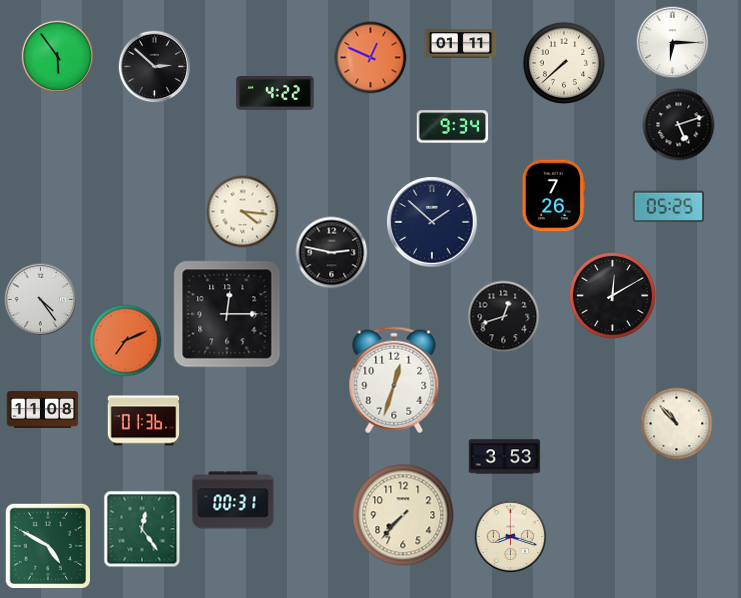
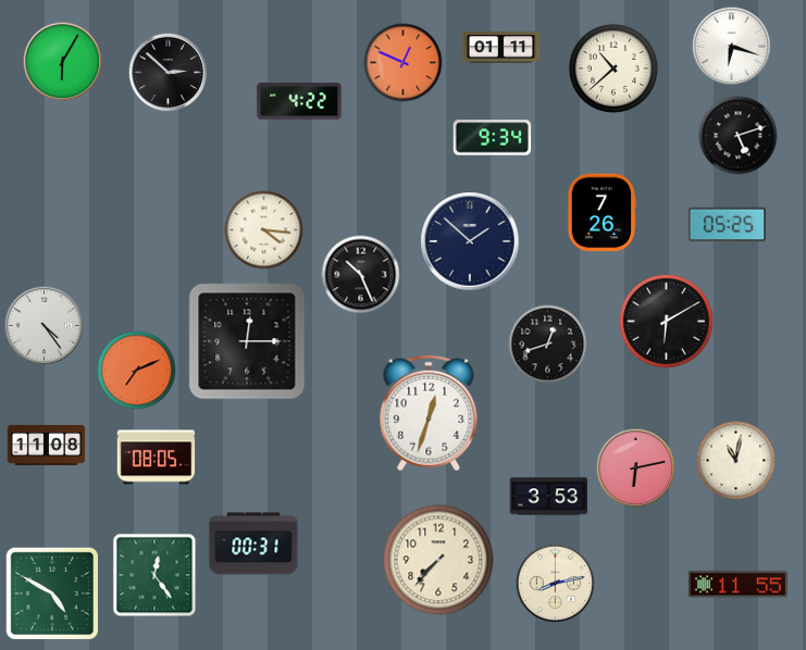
clock at (673, 43): 6:15 -> 6:18
clock at (58, 57): 5:54 -> 6:05
clock at (564, 63): 7:38 -> 10:38
clock at (332, 253): 2:47 -> 10:26
clock at (612, 295): 12:10 -> 6:10
clock at (144, 421): 01:36 -> 08:05
clock at (677, 424): 10:53 -> 11:02
clock at (636, 468): none -> 6:13
clock at (511, 537): 8:18 -> 8:13
clock at (737, 585): none -> 11:55
